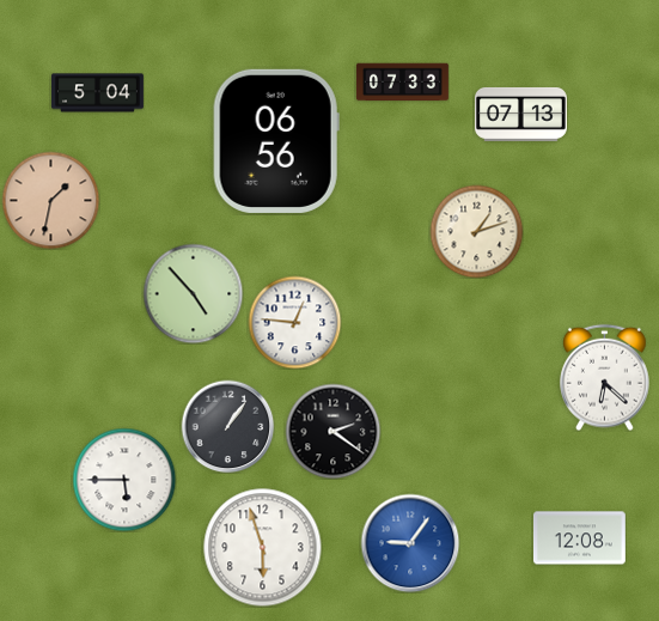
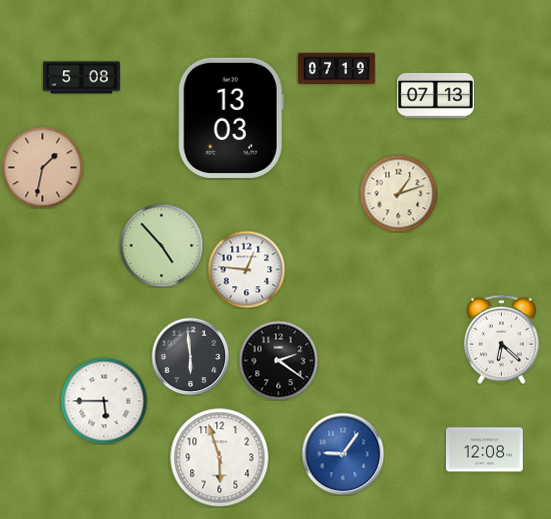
clock at (402, 83): 07:33 -> 07:19
clock at (98, 93): 5:04 -> 5:08
clock at (276, 141): 06:56 -> 13:03
clock at (605, 377) position: (605, 377) -> (502, 339)
clock at (227, 426): 1:06 -> 5:59
